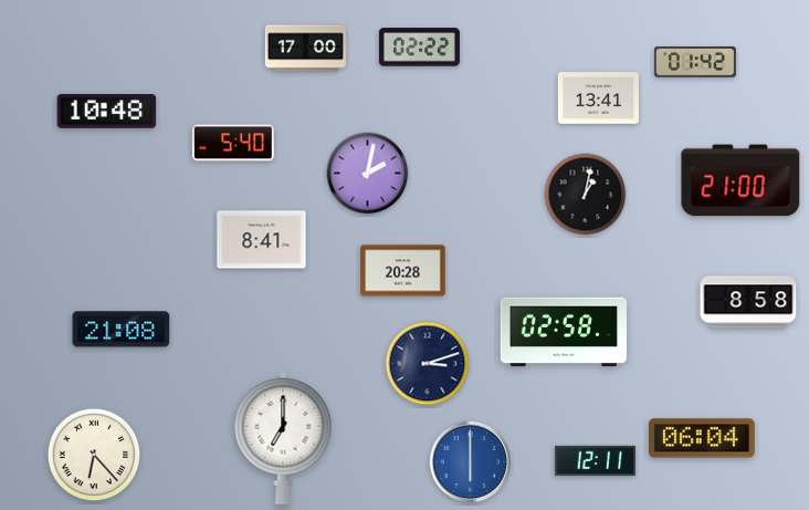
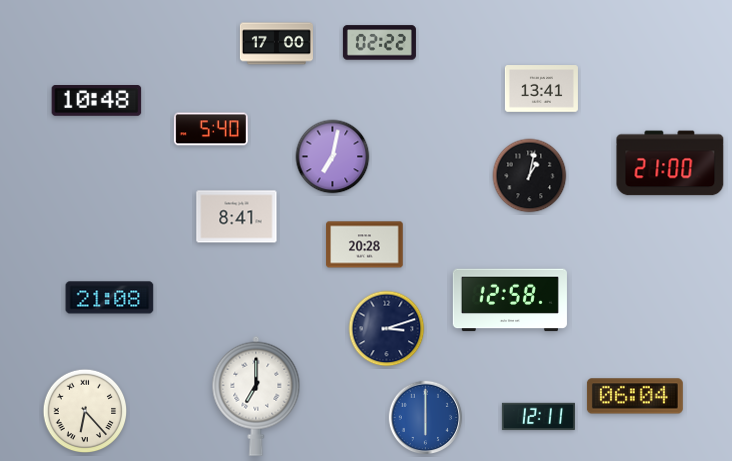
clock at (695, 63): 01:42 -> none
clock at (368, 174): 2:02 -> 7:02
clock at (748, 302): 8:58 -> none
clock at (564, 332): 02:58 -> 12:58
